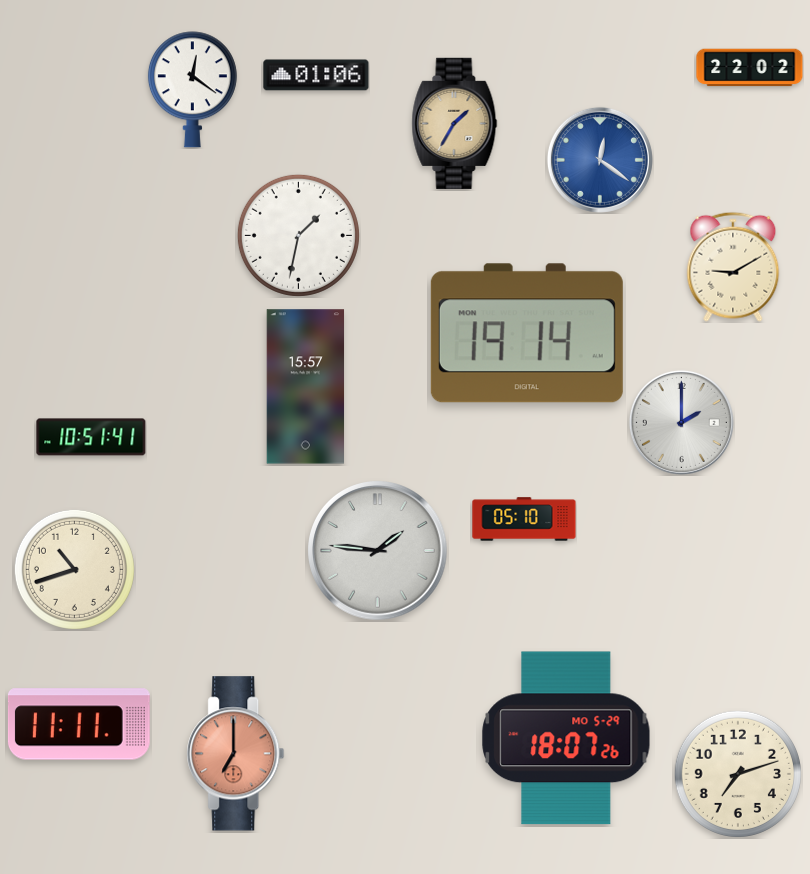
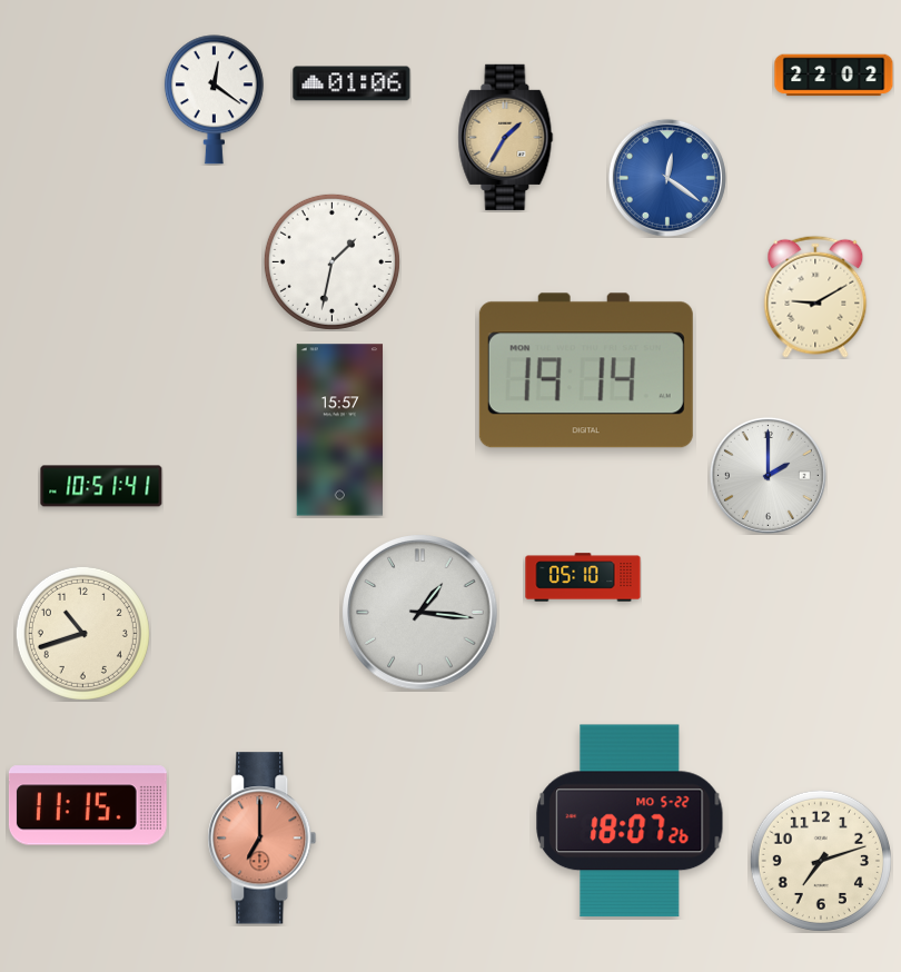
clock at (681, 422) position: (681, 422) -> (768, 475)
clock at (378, 551): 1:46 -> 1:16
clock at (79, 724): 11:11 -> 11:15
clock at (566, 738) date: MO 5-29 -> MO 5-22
